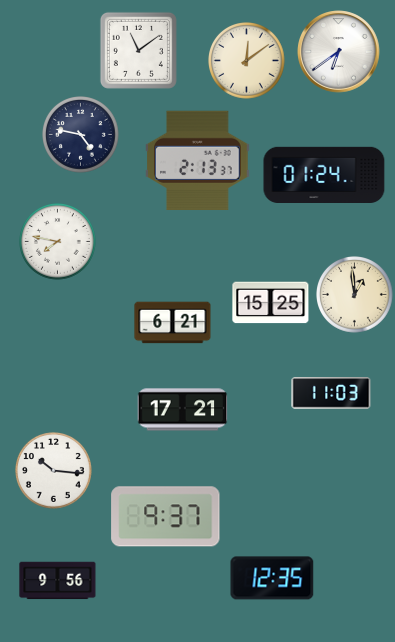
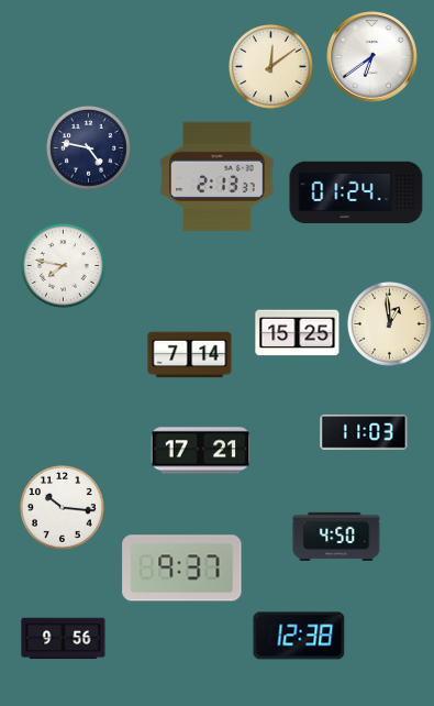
clock at (138, 50): 11:09 -> none
clock at (173, 323): 6:21 -> 7:14
clock at (54, 471) position: (54, 471) -> (63, 508)
clock at (336, 537): none -> 4:50
clock at (272, 578): 12:35 -> 12:38
